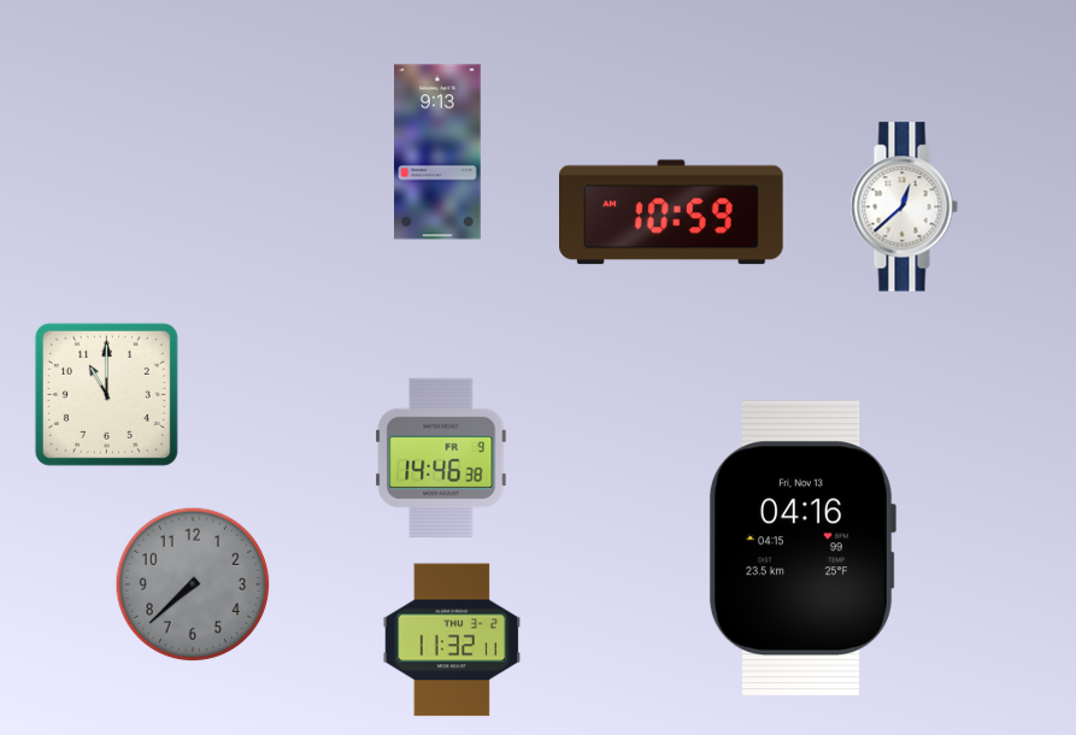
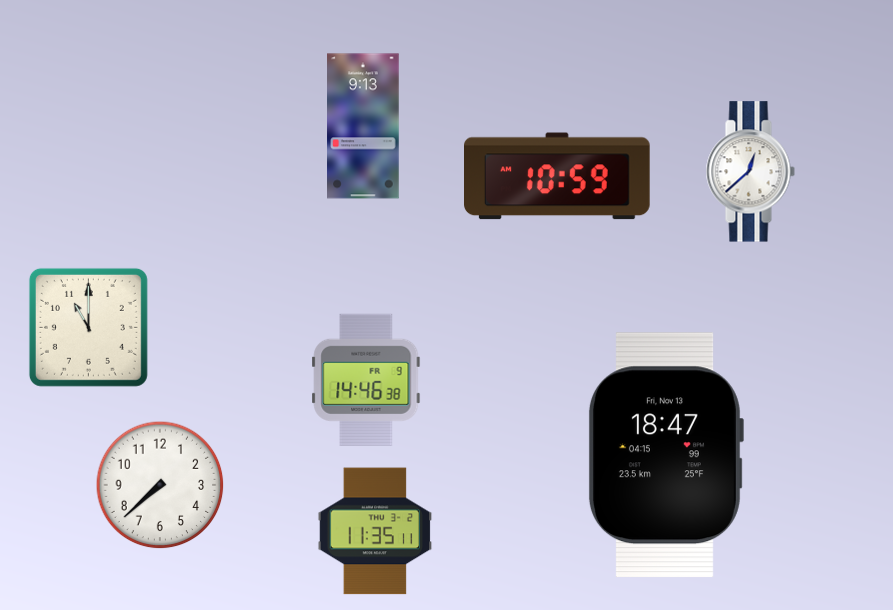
clock at (801, 548): 04:16 -> 18:47
clock at (193, 584) dial: grey -> white
clock at (452, 640): 11:32 -> 11:35
